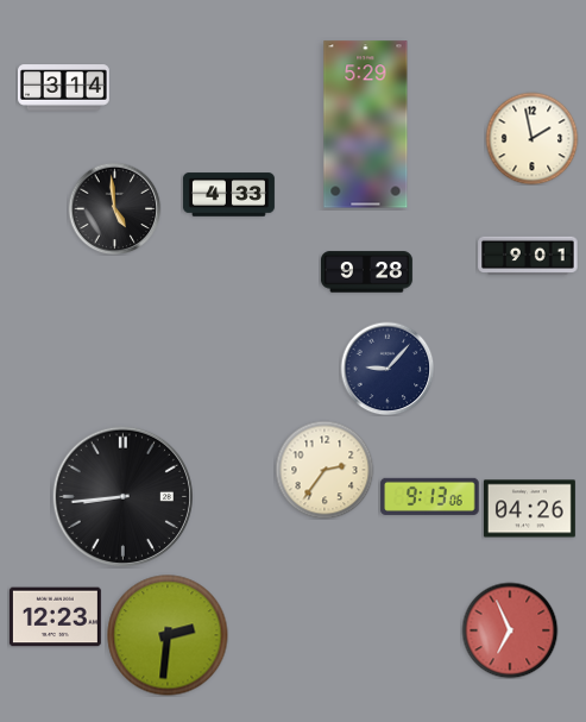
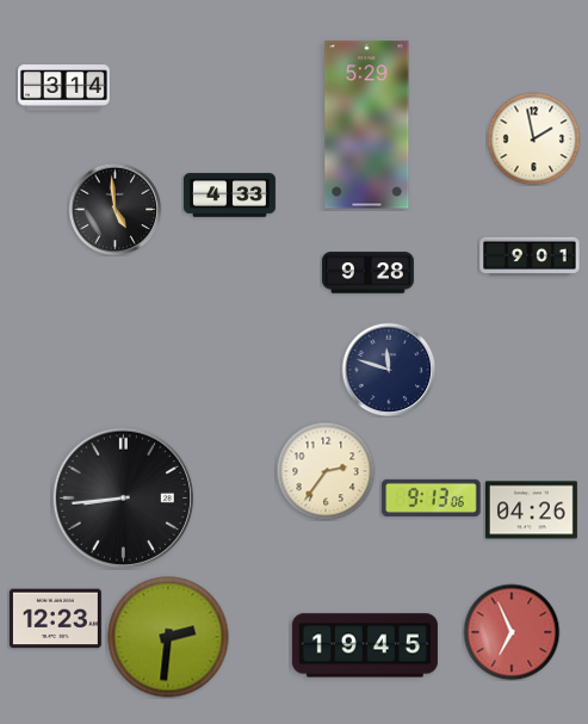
clock at (387, 369): 9:07 -> 11:48
clock at (365, 645): none -> 19:45
